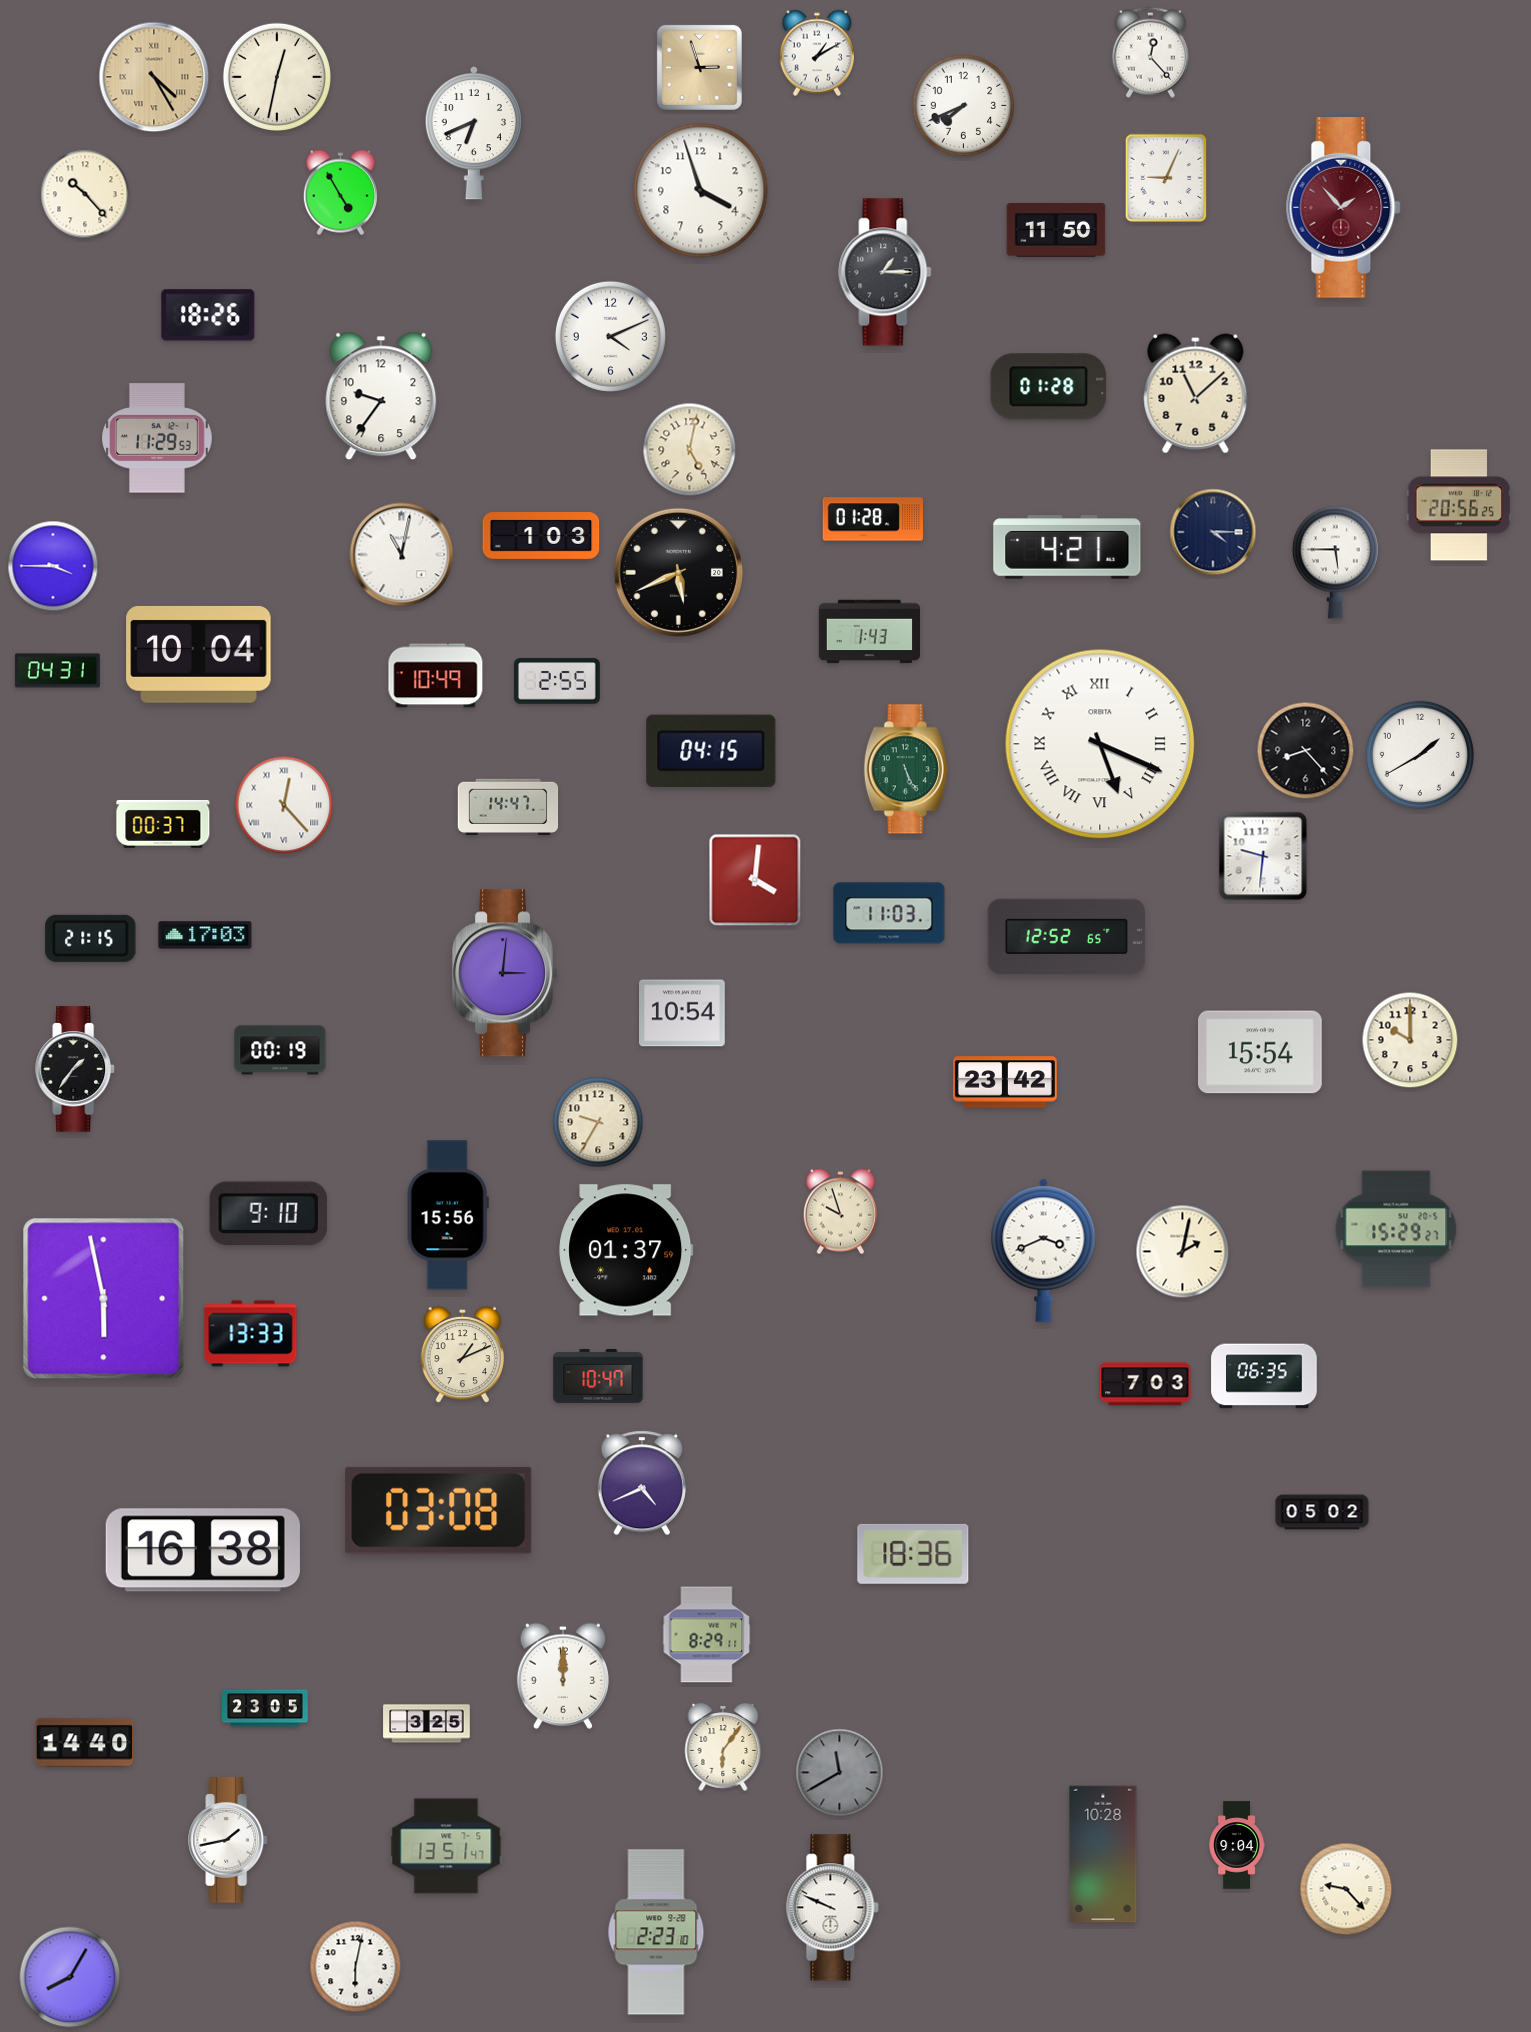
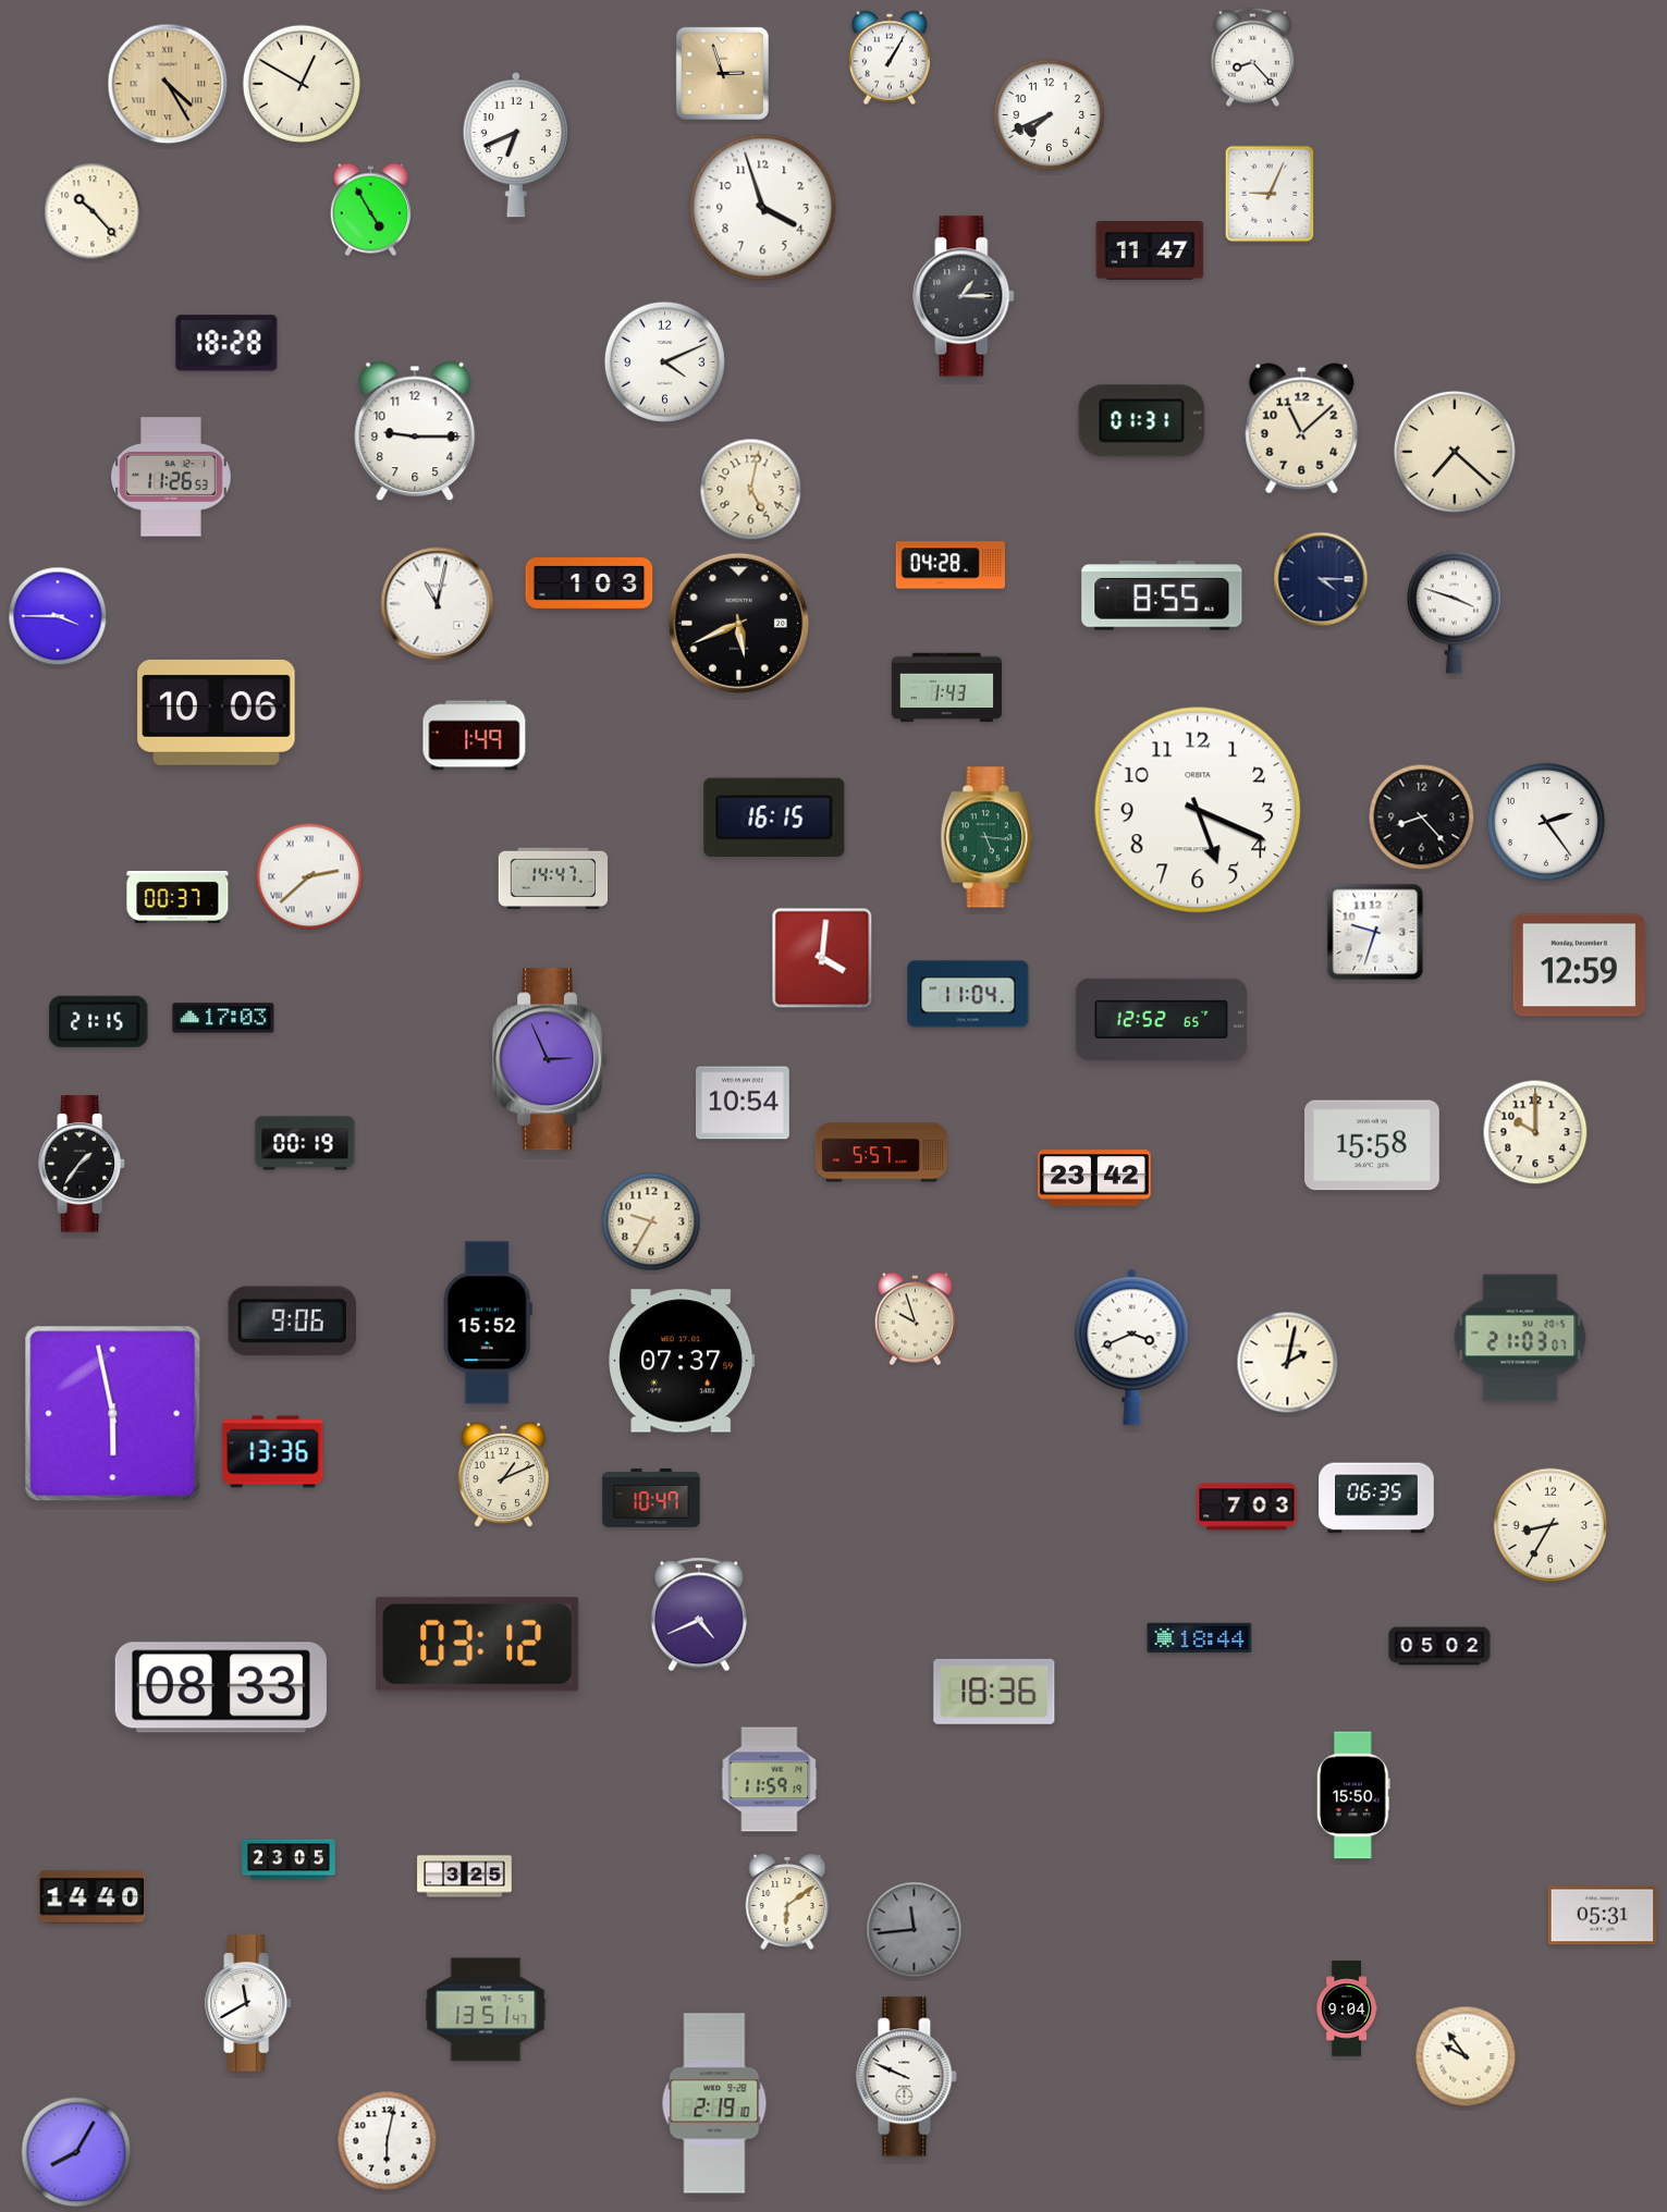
clock at (1150, 52): 12:23 -> 8:23
clock at (816, 53): 1:10 -> 1:05
clock at (699, 67) position: (699, 67) -> (722, 73)
clock at (277, 77): 12:32 -> 12:50
clock at (1344, 208): 1:53 -> none
clock at (1056, 230): 11:50 -> 11:47
clock at (208, 315): 18:26 -> 18:28
clock at (610, 336) position: (610, 336) -> (664, 361)
clock at (1049, 387): 01:28 -> 01:31
clock at (381, 396): 9:36 -> 9:15
clock at (1455, 452): none -> 7:22
clock at (158, 438): 11:29 -> 11:26
clock at (1459, 505): 20:56 -> none
clock at (873, 519): 01:28 -> 04:28
clock at (1067, 547): 4:21 -> 8:55
clock at (1335, 562): 5:45 -> 3:48
clock at (199, 654): 10:04 -> 10:06
clock at (57, 671): 04:31 -> none
clock at (436, 676): 10:49 -> 1:49
clock at (558, 681): 2:55 -> none
clock at (1100, 744) numerals: Roman -> Arabic
clock at (711, 751): 04:15 -> 16:15
clock at (1420, 755): 1:40 -> 2:24
clock at (906, 769): 5:26 -> 5:16
clock at (284, 805): 12:23 -> 2:38
clock at (1263, 856): 9:31 -> 9:33
clock at (1579, 966): none -> 12:59
clock at (889, 913): 11:03 -> 11:04
clock at (506, 973): 3:01 -> 2:56
clock at (1261, 1052): 15:54 -> 15:58
clock at (881, 1153): none -> 5:57
clock at (268, 1213): 9:10 -> 9:06
clock at (448, 1215): 15:56 -> 15:52
clock at (1396, 1229): 15:29 -> 21:03
clock at (626, 1250): 01:37 -> 07:37
clock at (1044, 1250) position: (1044, 1250) -> (1132, 1347)
clock at (251, 1334): 13:33 -> 13:36
clock at (1550, 1525): none -> 8:35
clock at (1200, 1638): none -> 18:44
clock at (439, 1510): 03:08 -> 03:12
clock at (203, 1550): 16:38 -> 08:33
clock at (707, 1635): 8:29 -> 11:59
clock at (1353, 1795): none -> 15:50
clock at (562, 1676): 12:00 -> none
clock at (723, 1748): 6:06 -> 6:09
clock at (1603, 1916): none -> 05:31
clock at (840, 1773): 11:40 -> 11:44
clock at (228, 1840): 1:43 -> 11:40
clock at (1103, 1854): 10:28 -> none
clock at (1346, 1889): 9:23 -> 9:54
clock at (656, 1932): 2:23 -> 2:19
